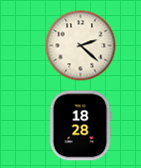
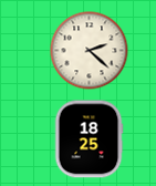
clock at (80, 126): 18:28 -> 18:25
